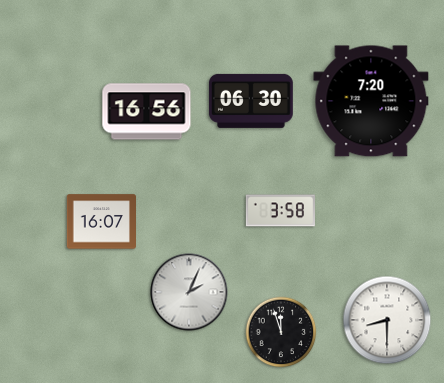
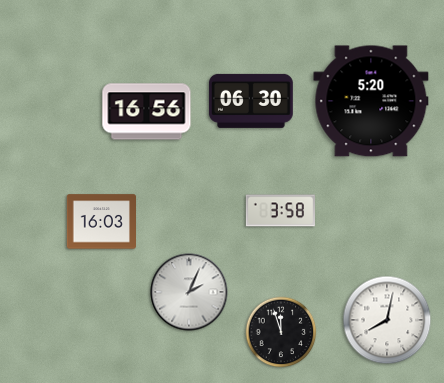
clock at (371, 101): 7:20 -> 5:20
clock at (101, 222): 16:07 -> 16:03
clock at (387, 320): 8:30 -> 8:02
